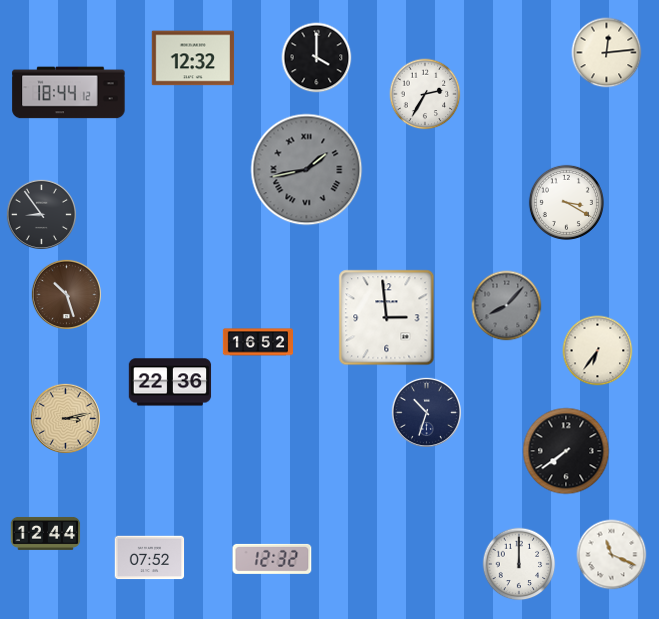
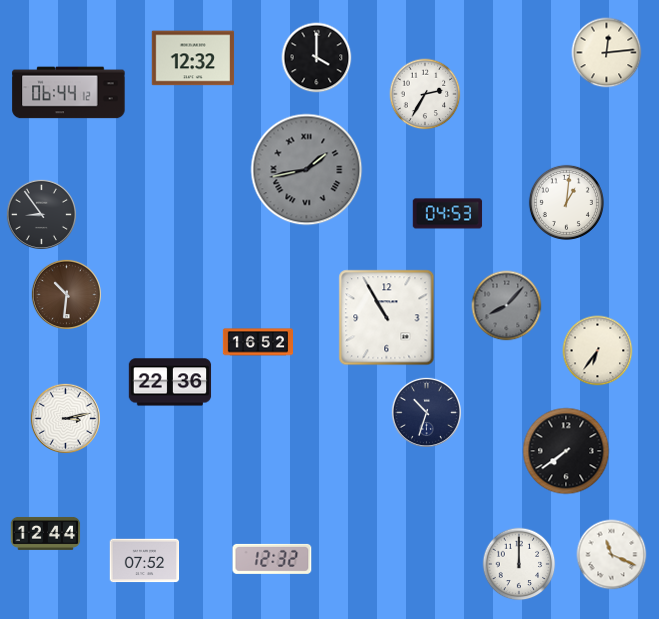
clock at (69, 93): 18:44 -> 06:44
clock at (566, 202): 3:20 -> 1:01
clock at (448, 214): none -> 04:53
clock at (66, 294): 10:27 -> 10:31
clock at (387, 318): 2:59 -> 10:55
clock at (65, 418) dial: champagne -> white
clock at (150, 558) position: (150, 558) -> (145, 561)
